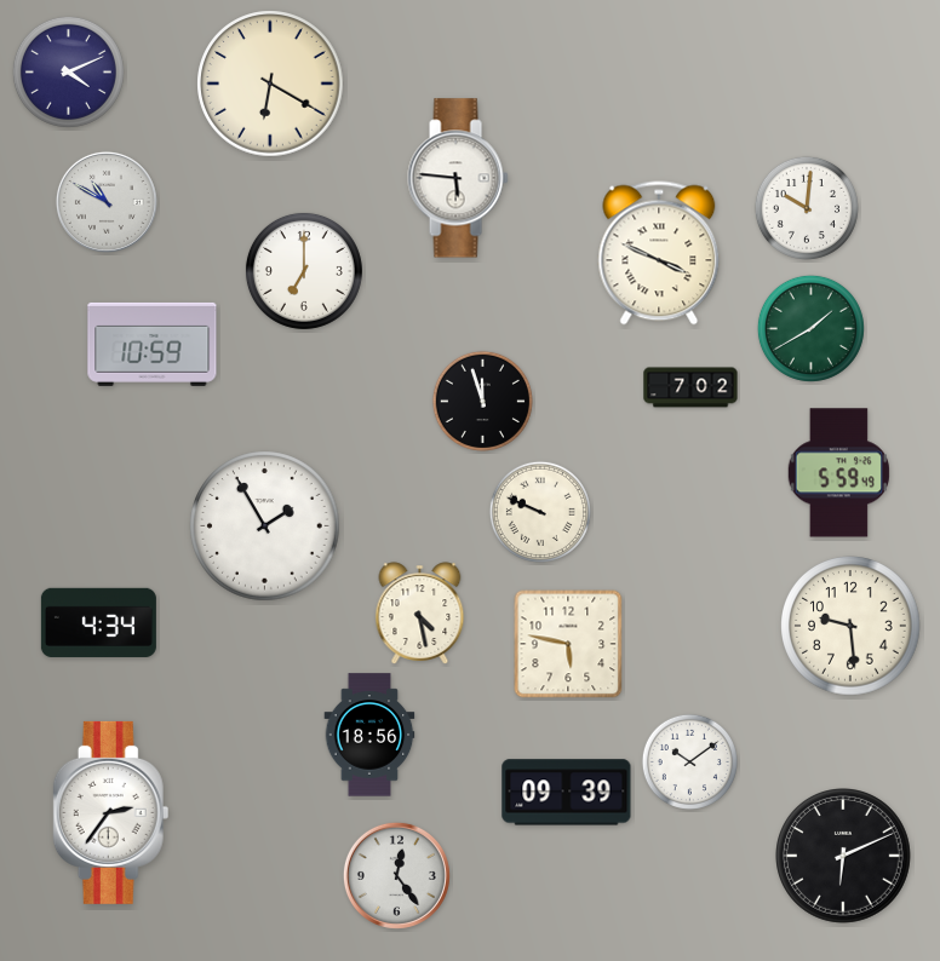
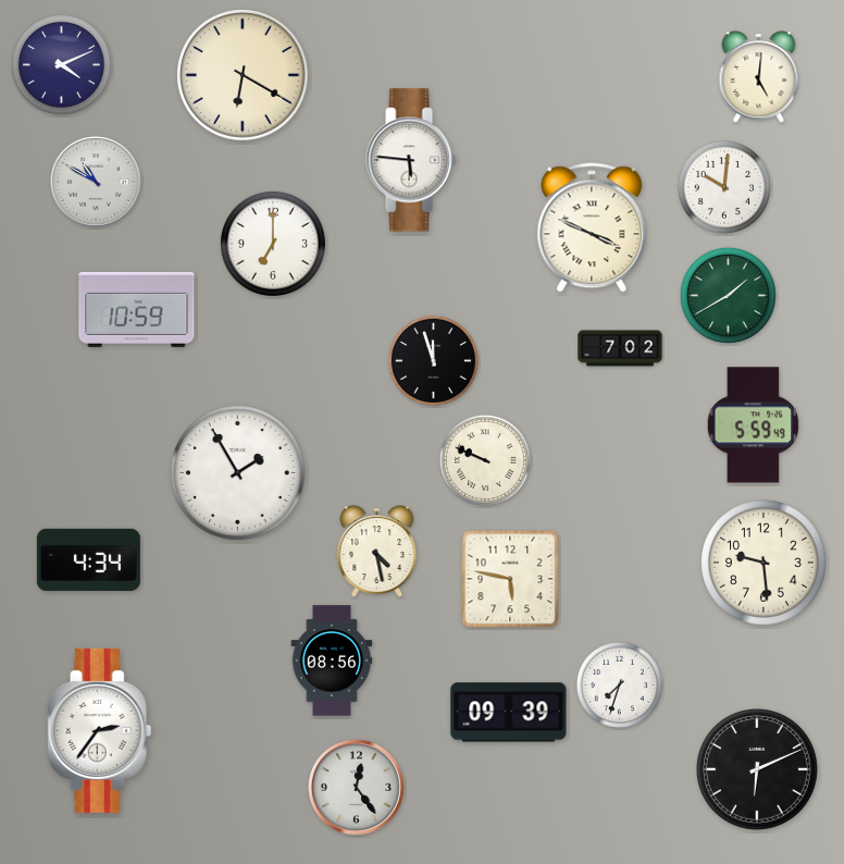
clock at (759, 77): none -> 5:01
clock at (369, 735): 18:56 -> 08:56
clock at (689, 761): 10:09 -> 7:33
